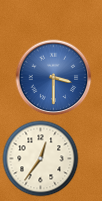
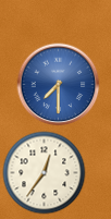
clock at (54, 78): 3:30 -> 7:30
